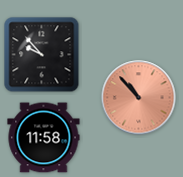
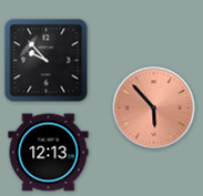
clock at (139, 98): 10:53 -> 5:53
clock at (44, 138): 11:58 -> 12:13
